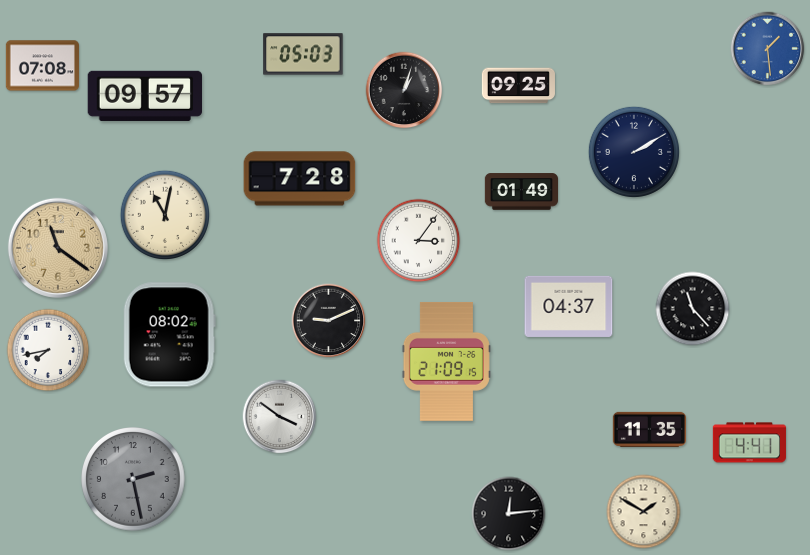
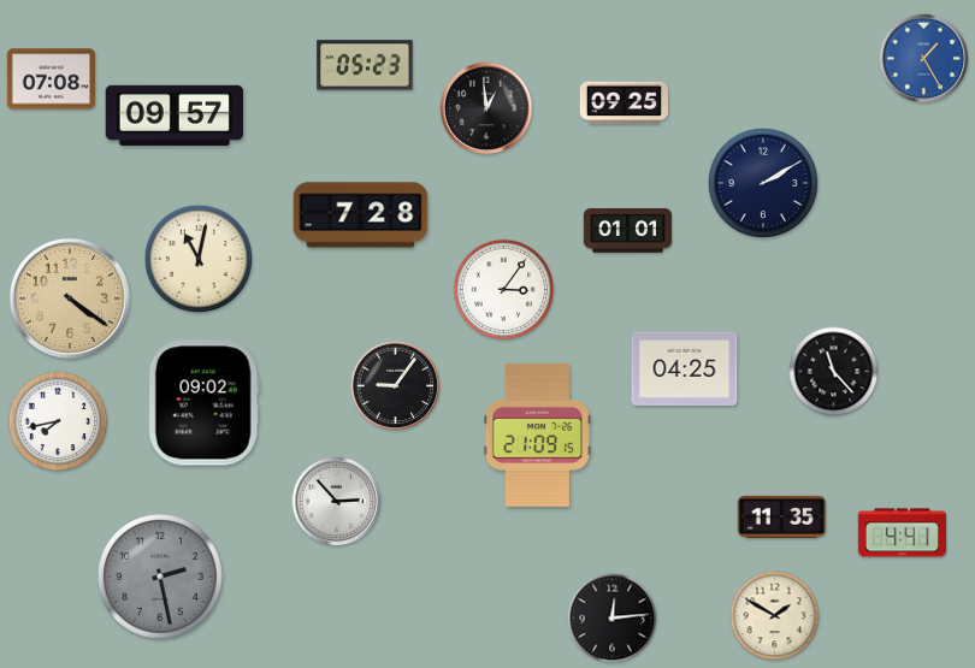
clock at (768, 49): 1:29 -> 1:25
clock at (303, 54): 05:03 -> 05:23
clock at (404, 90): 1:03 -> 12:59
clock at (521, 192): 01:49 -> 01:01
clock at (58, 248): 11:21 -> 4:21
clock at (569, 306): 04:37 -> 04:25
clock at (329, 321): 9:11 -> 9:06
clock at (169, 335): 08:02 -> 09:02
clock at (280, 417): 3:51 -> 2:53
